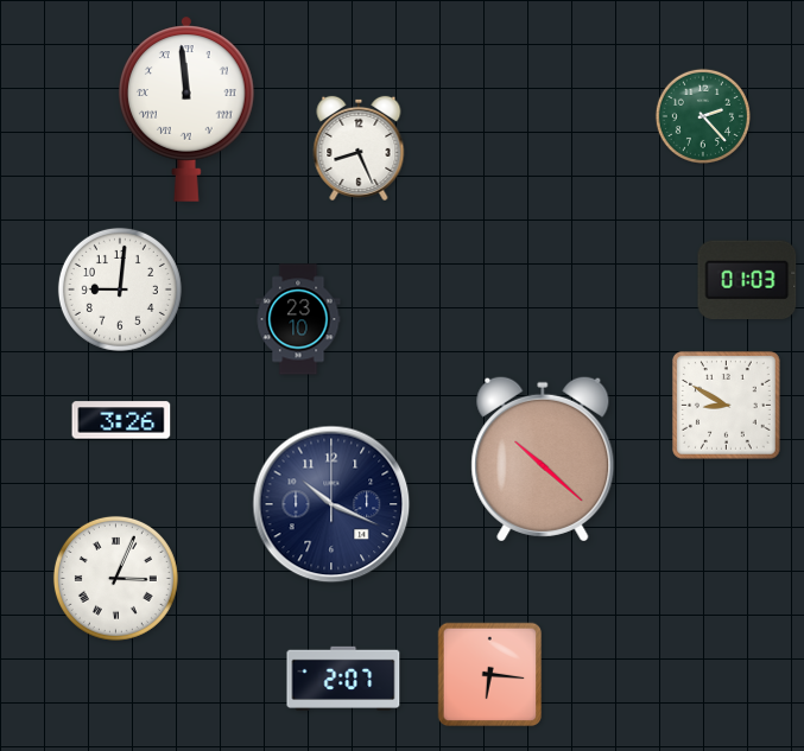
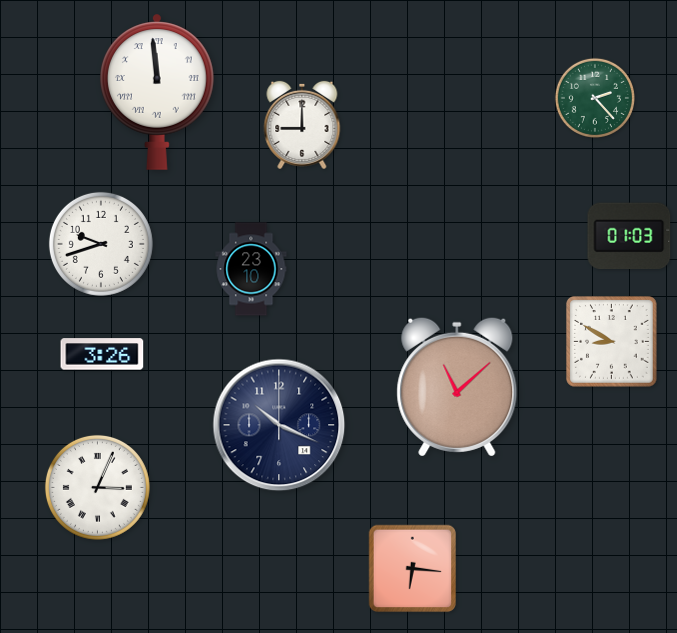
clock at (703, 116) position: (703, 116) -> (595, 98)
clock at (359, 148): 8:26 -> 9:00
clock at (120, 289): 9:01 -> 9:42
clock at (543, 459): 10:22 -> 11:08
clock at (343, 679): 2:07 -> none
